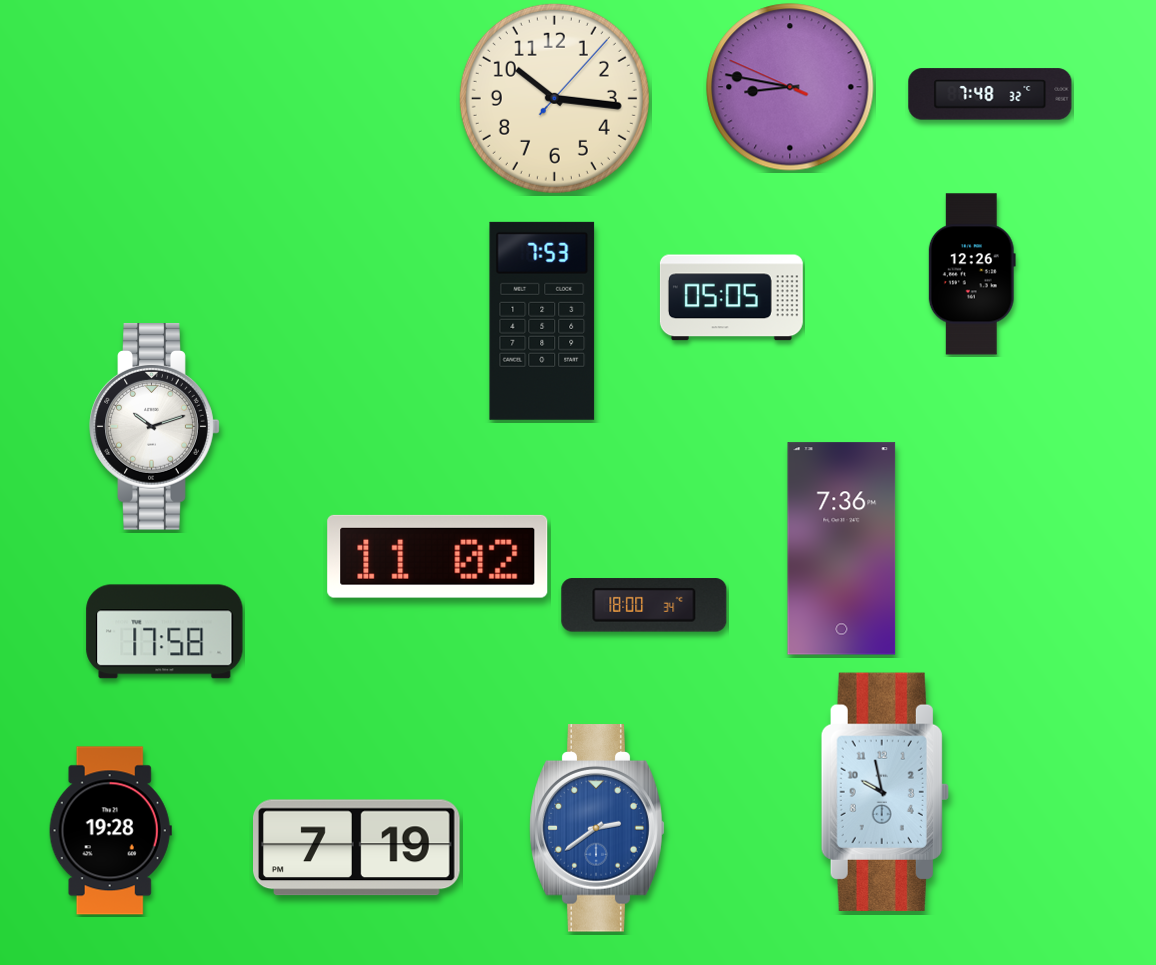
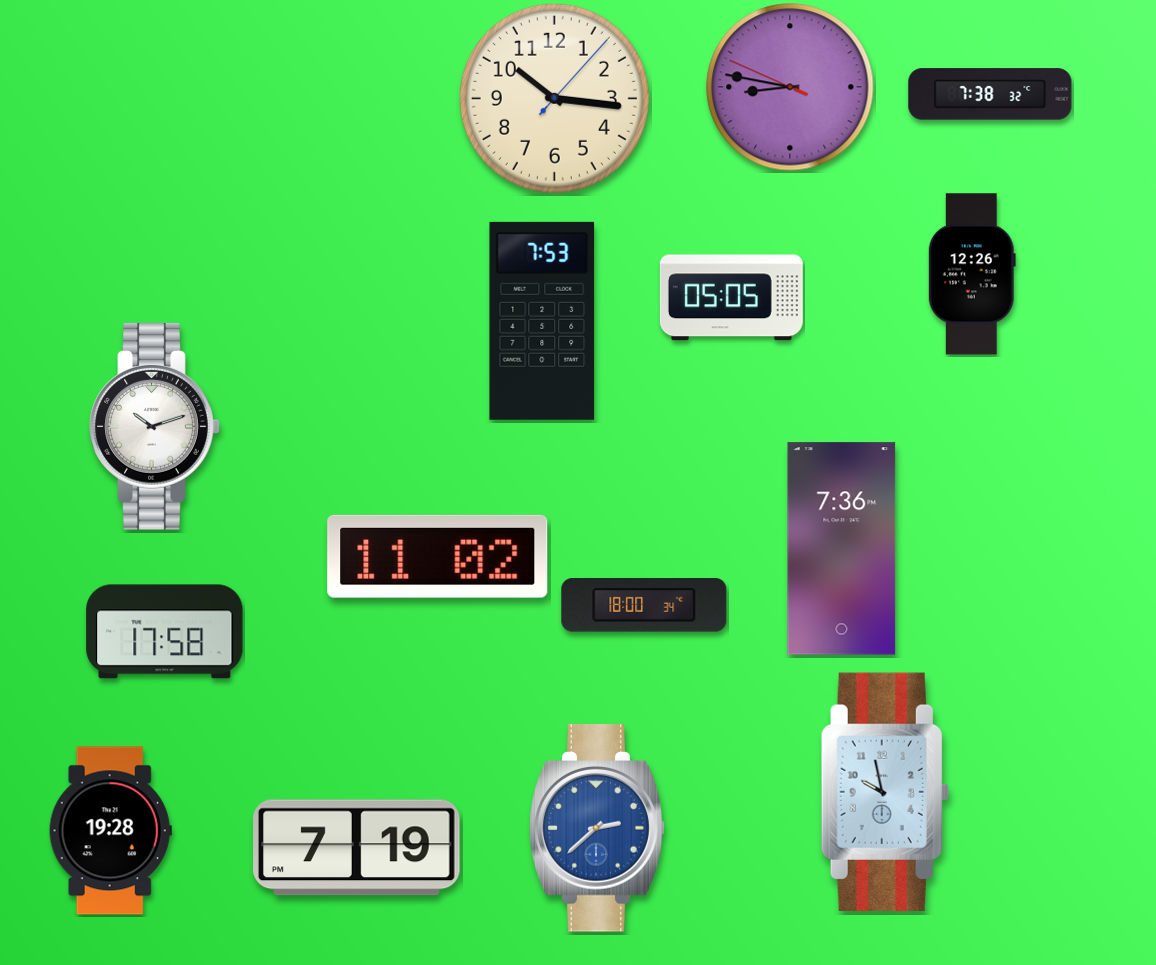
clock at (990, 94): 7:48 -> 7:38
clock at (597, 828): 2:39 -> 2:38
